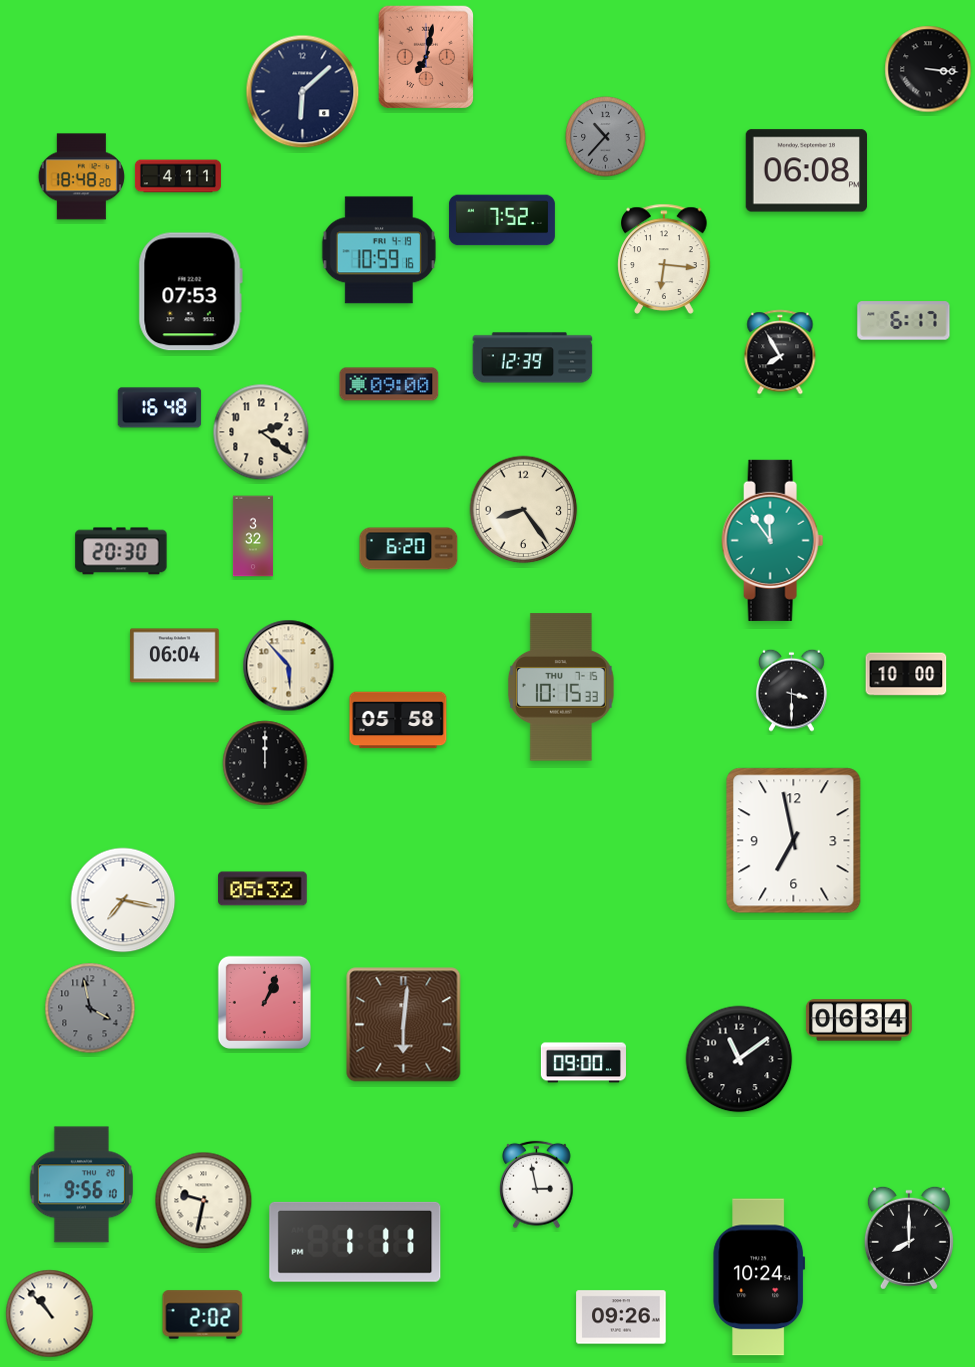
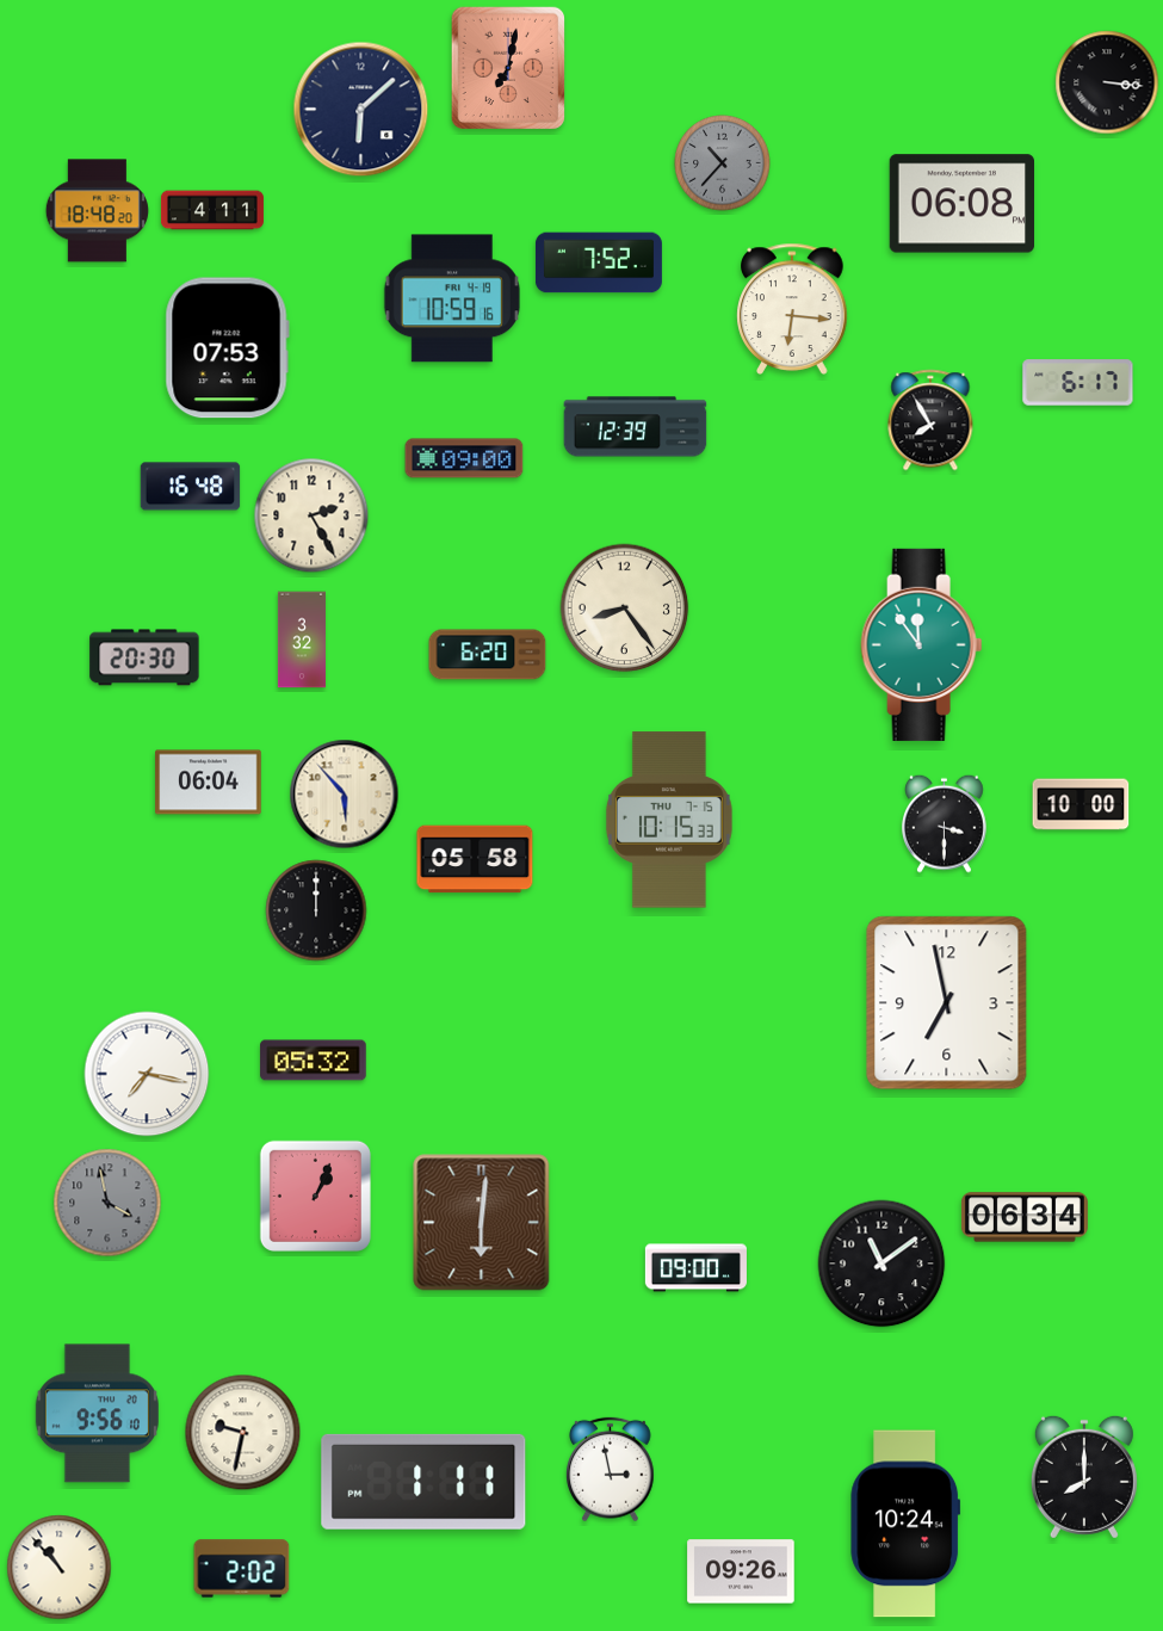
clock at (261, 432): 2:21 -> 2:25
clock at (537, 1185) position: (537, 1185) -> (611, 1470)
